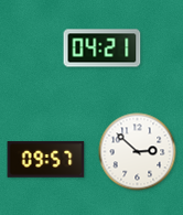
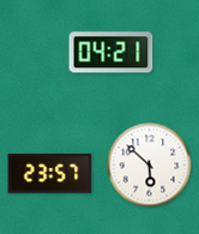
clock at (138, 152): 2:52 -> 5:52
clock at (46, 160): 09:57 -> 23:57
